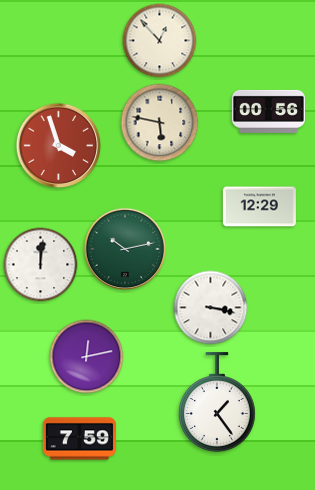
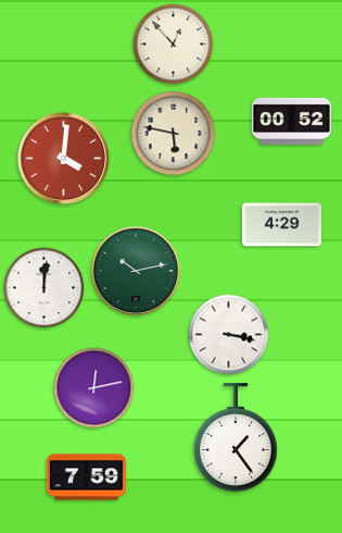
clock at (268, 111): 00:56 -> 00:52
clock at (58, 145): 3:57 -> 4:01
clock at (259, 207): 12:29 -> 4:29
